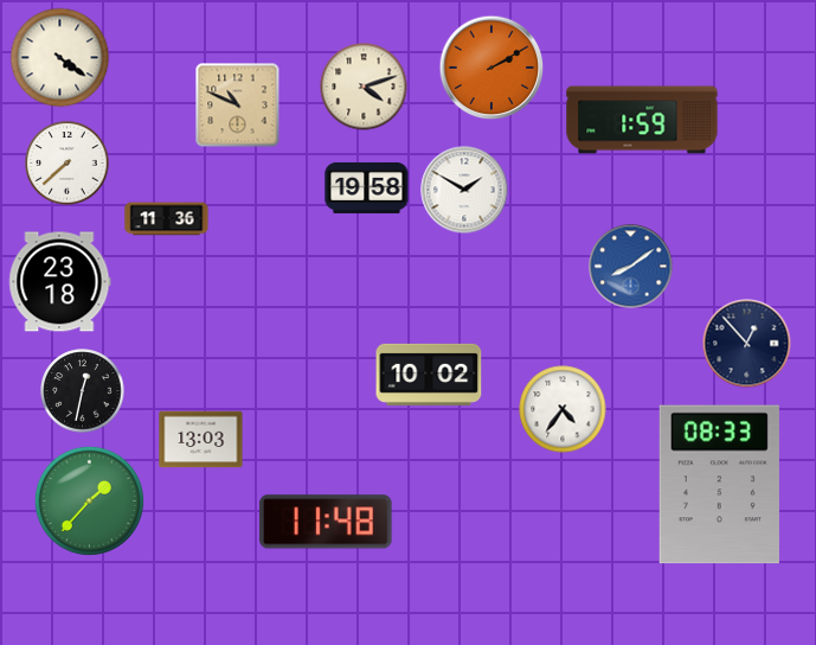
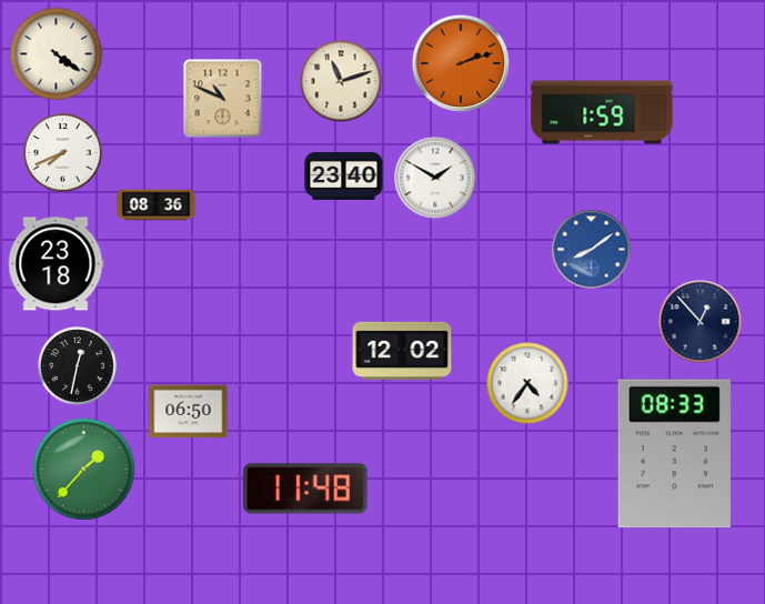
clock at (491, 68): 2:10 -> 2:12
clock at (364, 87): 4:12 -> 11:12
clock at (68, 164): 7:38 -> 7:41
clock at (367, 187): 19:58 -> 23:40
clock at (167, 219): 11:36 -> 08:36
clock at (429, 375): 10:02 -> 12:02
clock at (201, 440): 13:03 -> 06:50
